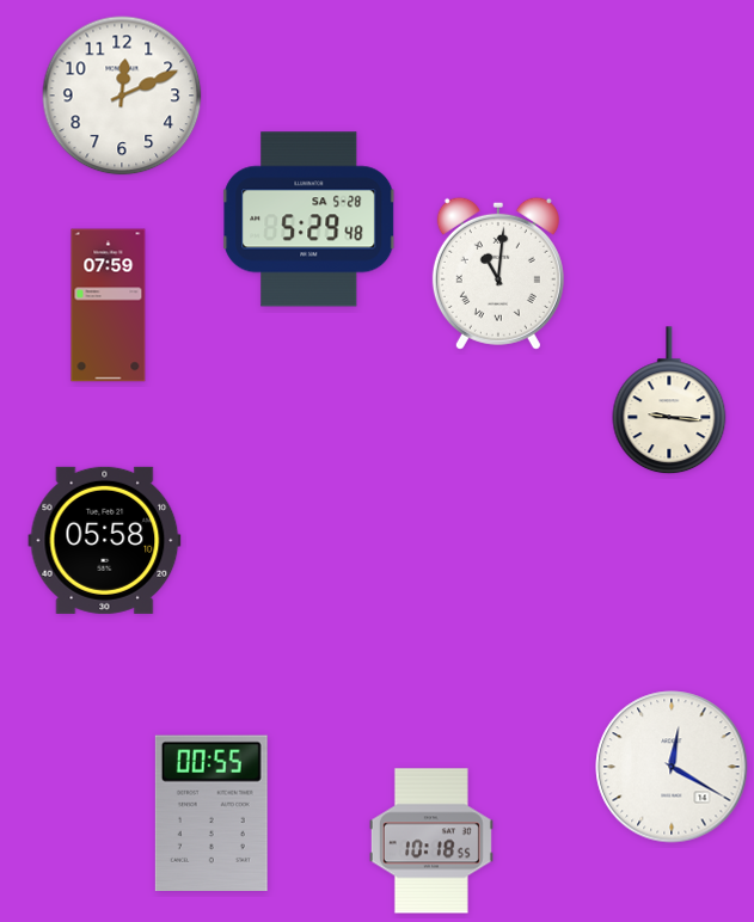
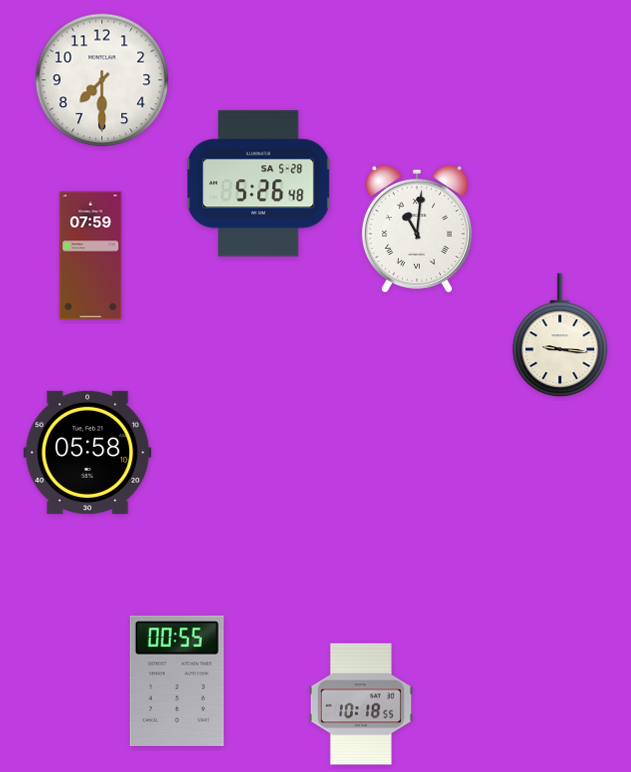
clock at (122, 96): 12:11 -> 7:30
clock at (309, 220): 5:29 -> 5:26
clock at (672, 767): 12:20 -> none
